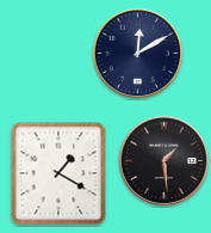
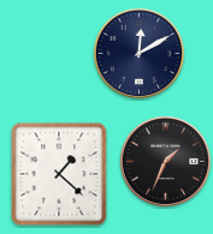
clock at (165, 161): 1:29 -> 1:34
clock at (58, 173): 1:20 -> 1:22
